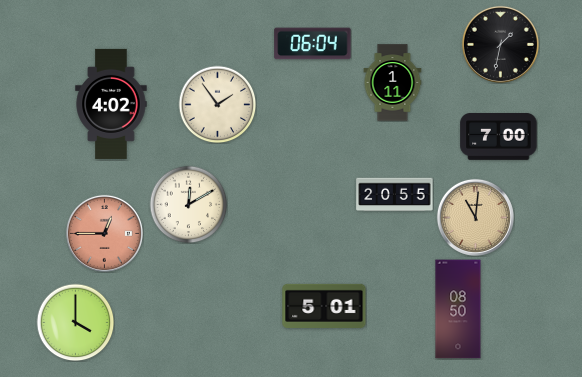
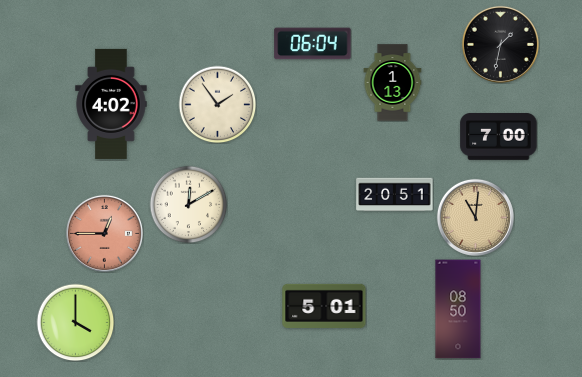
clock at (393, 83): 1:11 -> 1:13
clock at (395, 195): 20:55 -> 20:51
